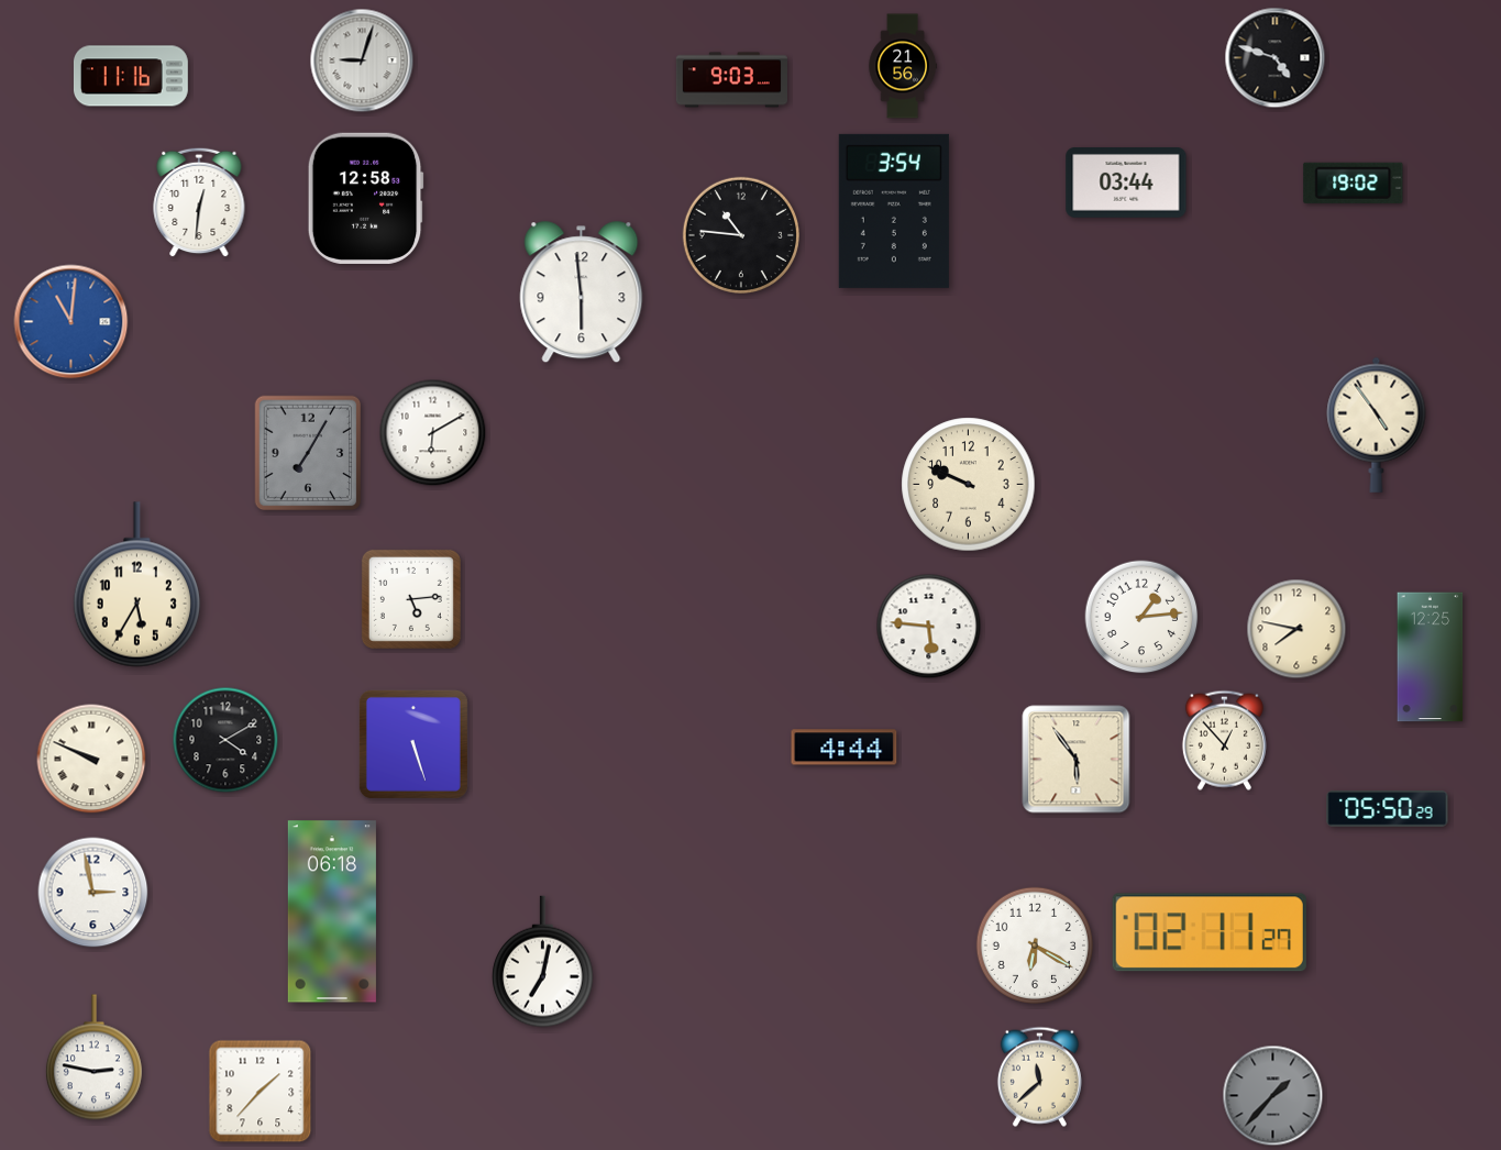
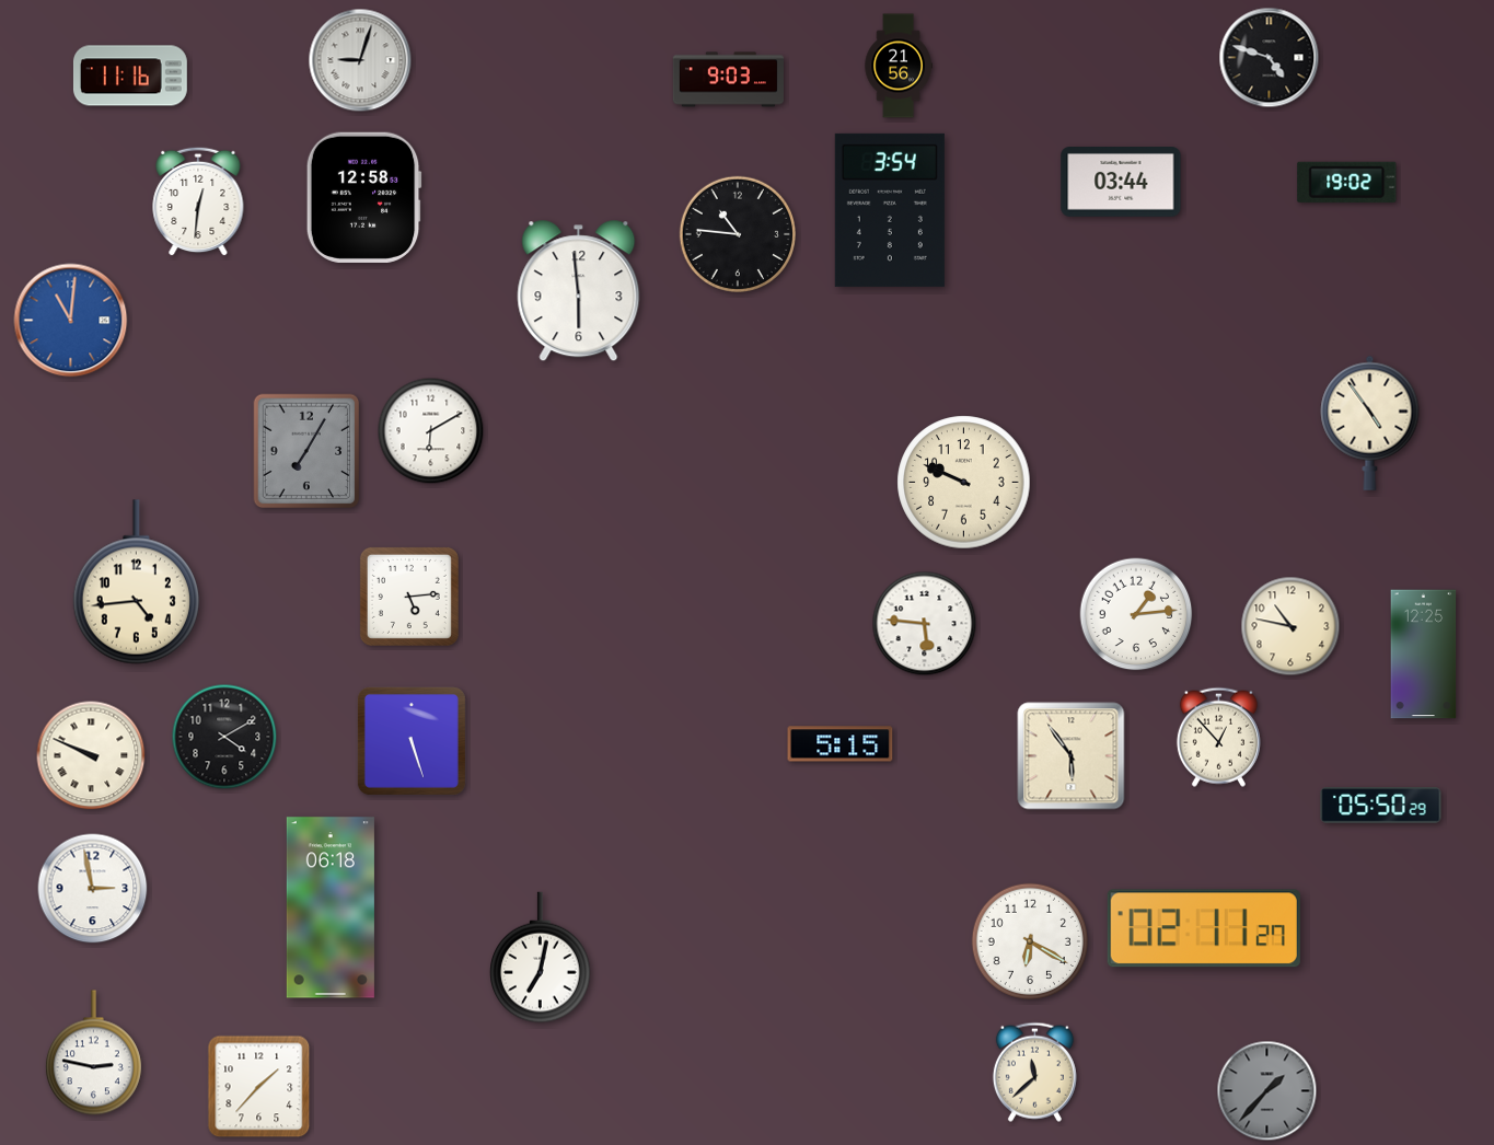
clock at (136, 585): 5:35 -> 4:44
clock at (1296, 629): 7:47 -> 10:47
clock at (845, 748): 4:44 -> 5:15
